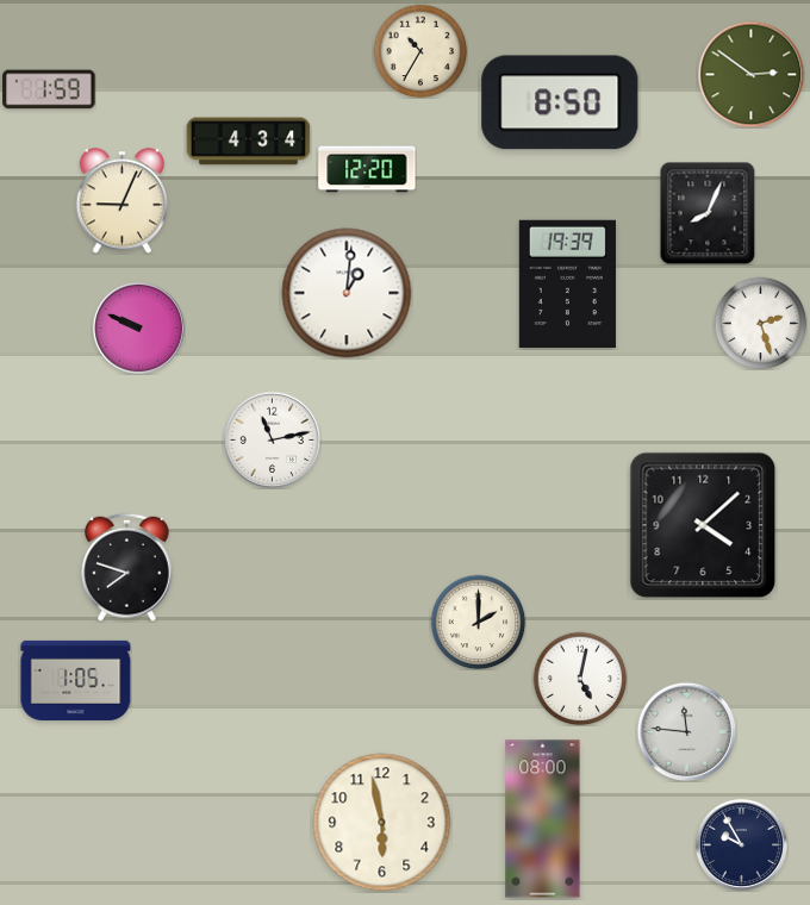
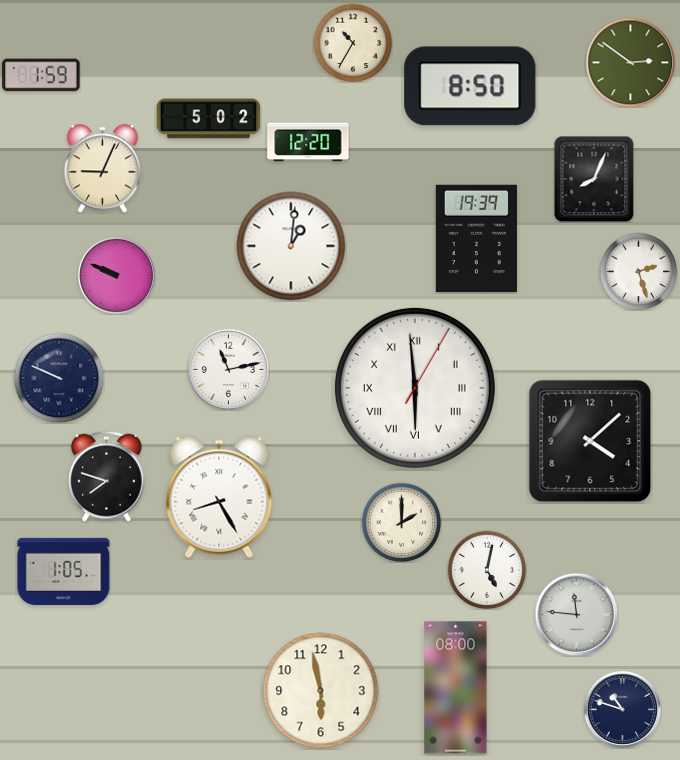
clock at (249, 142): 4:34 -> 5:02
clock at (59, 378): none -> 9:49
clock at (415, 388): none -> 5:59
clock at (219, 497): none -> 8:25
clock at (741, 844): 9:55 -> 10:48
